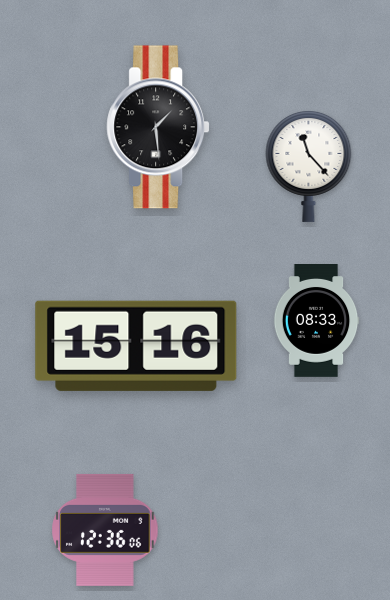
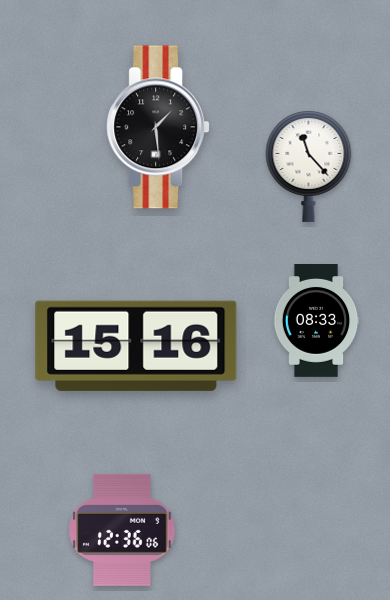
clock at (105, 530) position: (105, 530) -> (122, 530)
